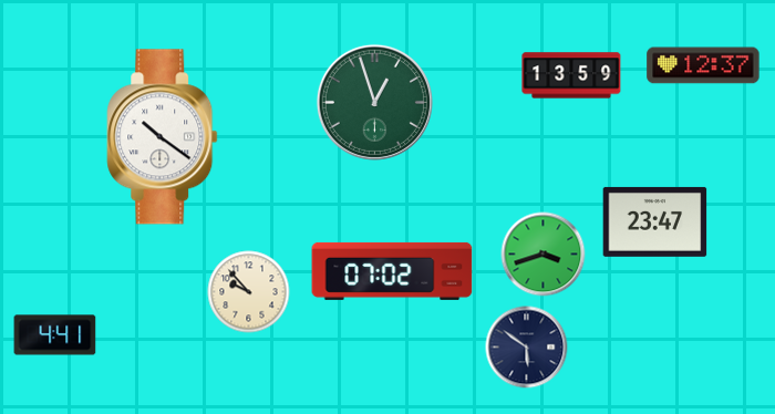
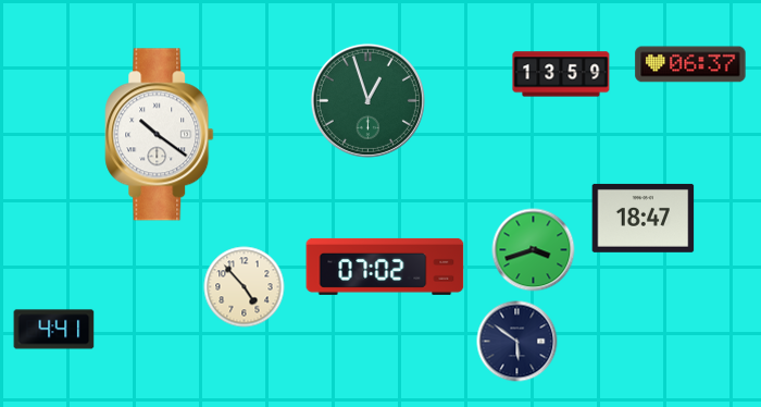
clock at (703, 65): 12:37 -> 06:37
clock at (655, 221): 23:47 -> 18:47
clock at (249, 292): 9:53 -> 4:53
